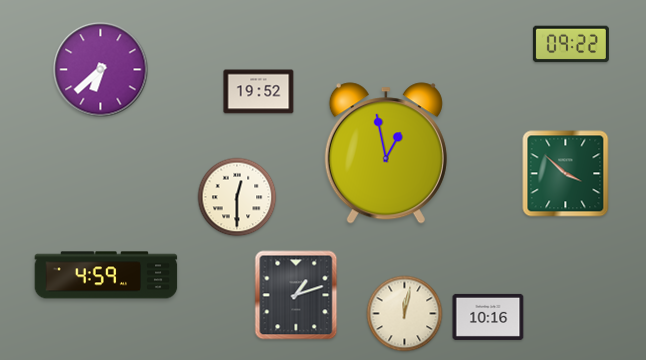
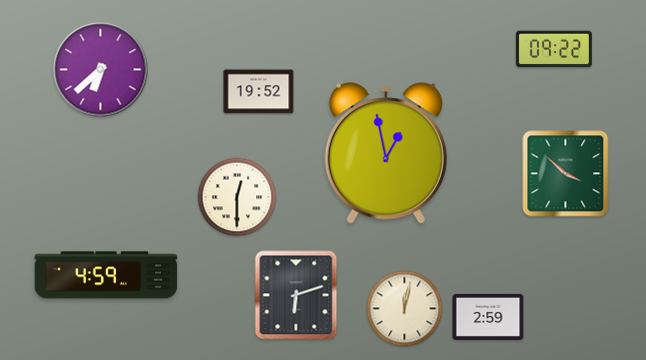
clock at (571, 44) position: (571, 44) -> (554, 49)
clock at (296, 295): 1:12 -> 6:12
clock at (405, 314) position: (405, 314) -> (405, 309)
clock at (488, 317): 10:16 -> 2:59
